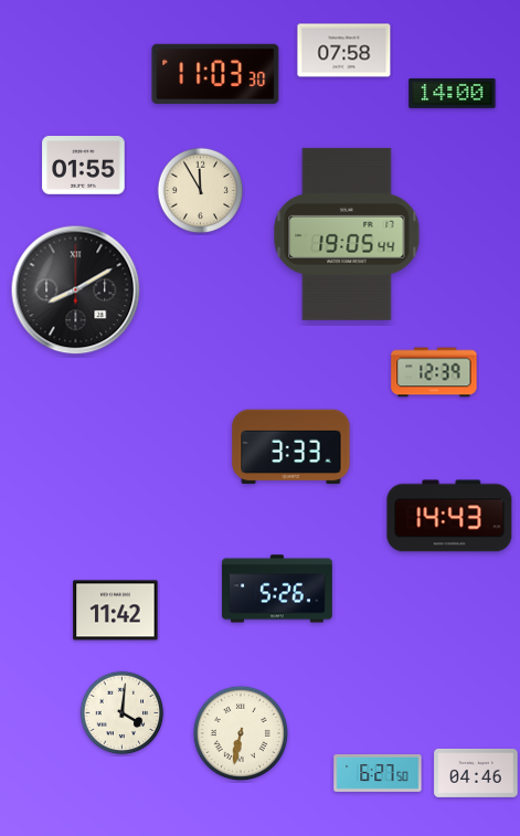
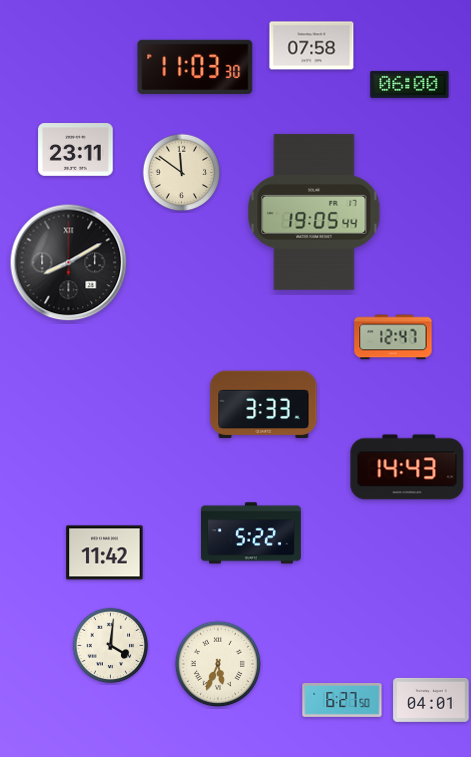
clock at (453, 93): 14:00 -> 06:00
clock at (84, 166): 01:55 -> 23:11
clock at (201, 191): 11:55 -> 11:51
clock at (434, 372): 12:39 -> 12:47
clock at (277, 589): 5:26 -> 5:22
clock at (241, 733): 6:32 -> 5:34
clock at (476, 773): 04:46 -> 04:01
